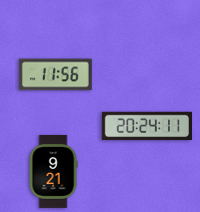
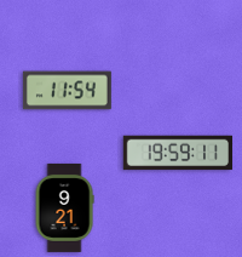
clock at (55, 75): 11:56 -> 11:54
clock at (146, 126): 20:24 -> 19:59
